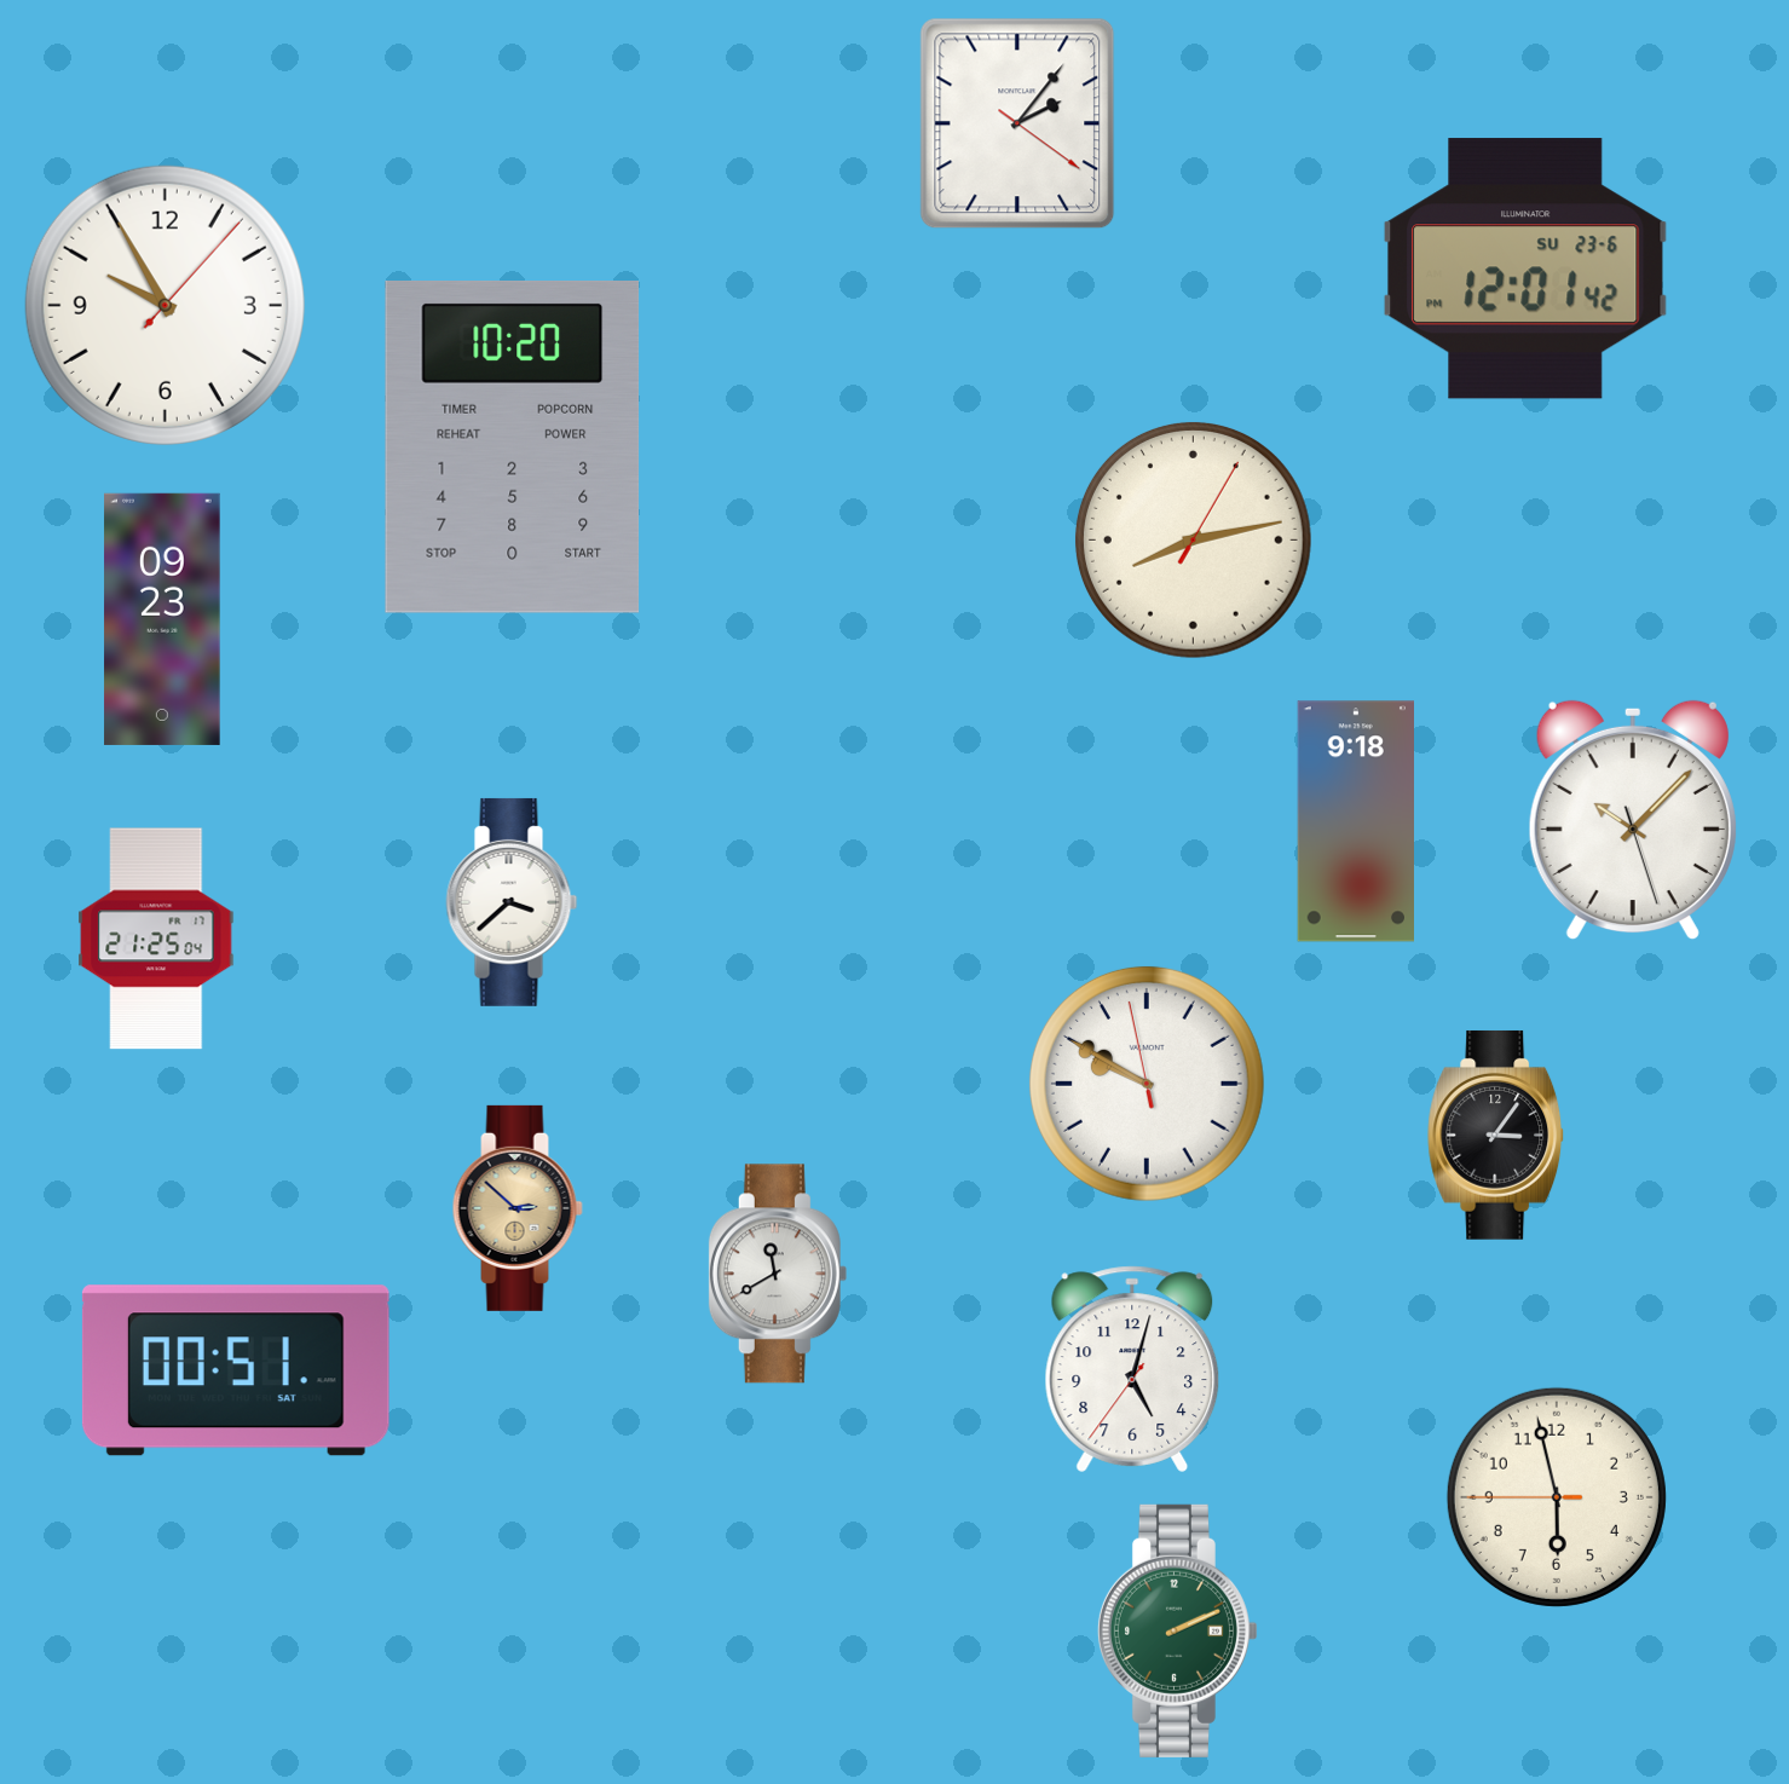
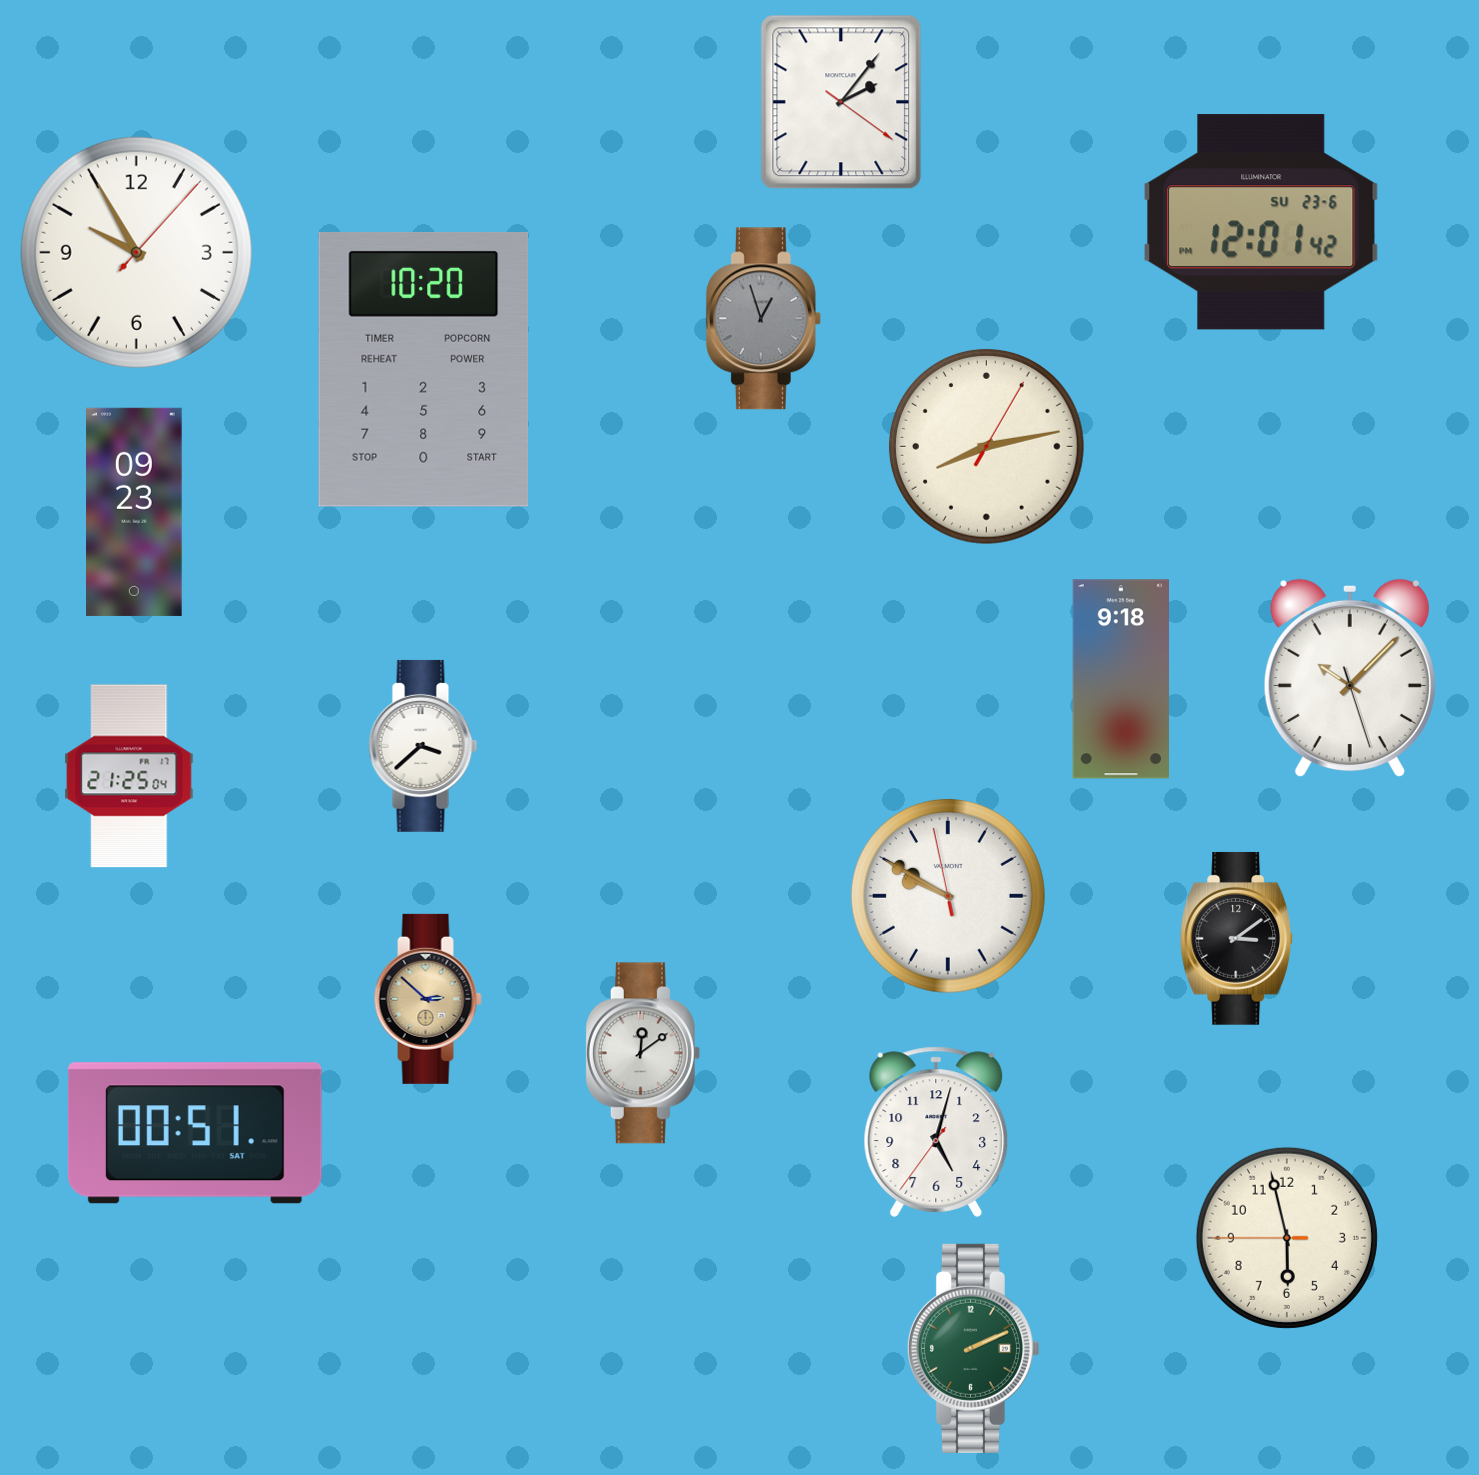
clock at (763, 319): none -> 12:57
clock at (1496, 1135): 3:06 -> 3:09
clock at (778, 1274): 11:40 -> 12:09
